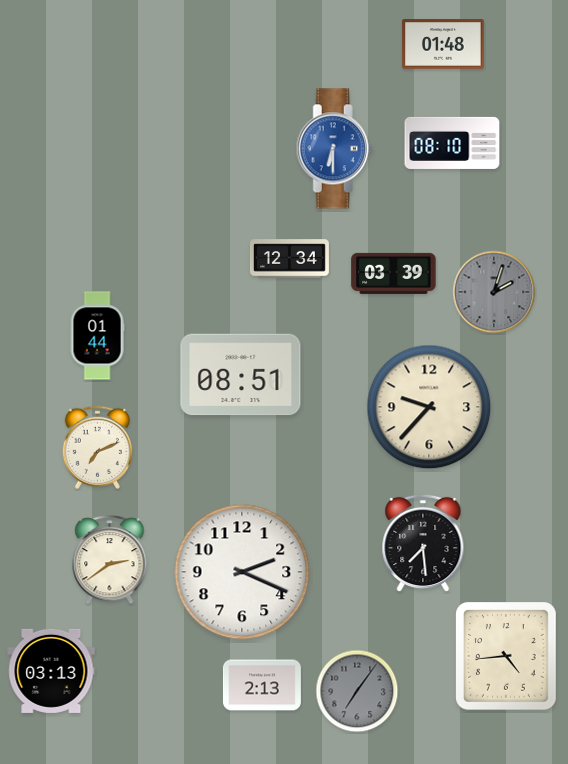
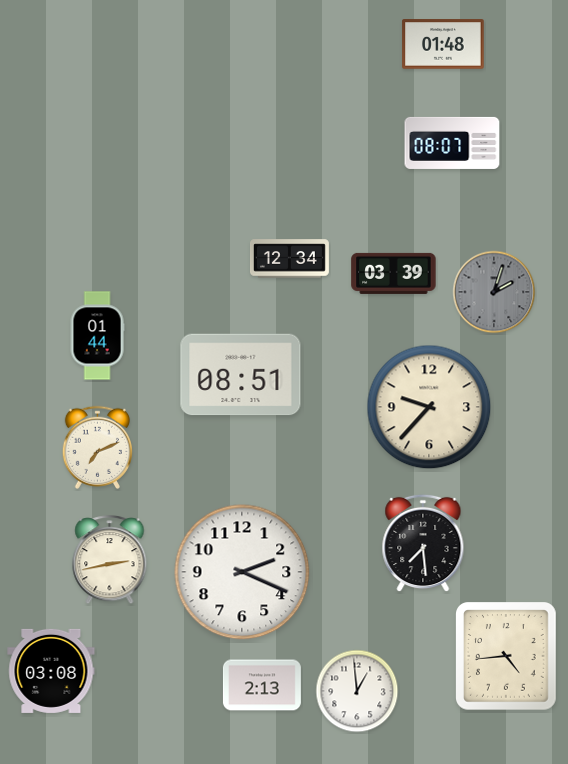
clock at (452, 143): 08:10 -> 08:07
clock at (334, 149): 6:30 -> none
clock at (110, 560): 2:39 -> 2:43
clock at (51, 671): 03:13 -> 03:08
clock at (357, 691): 7:06 -> 12:59
clock at (357, 691) dial: grey -> white
